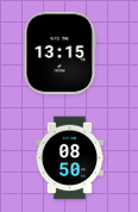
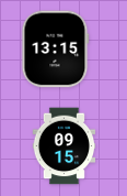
clock at (70, 158): 08:50 -> 09:15
